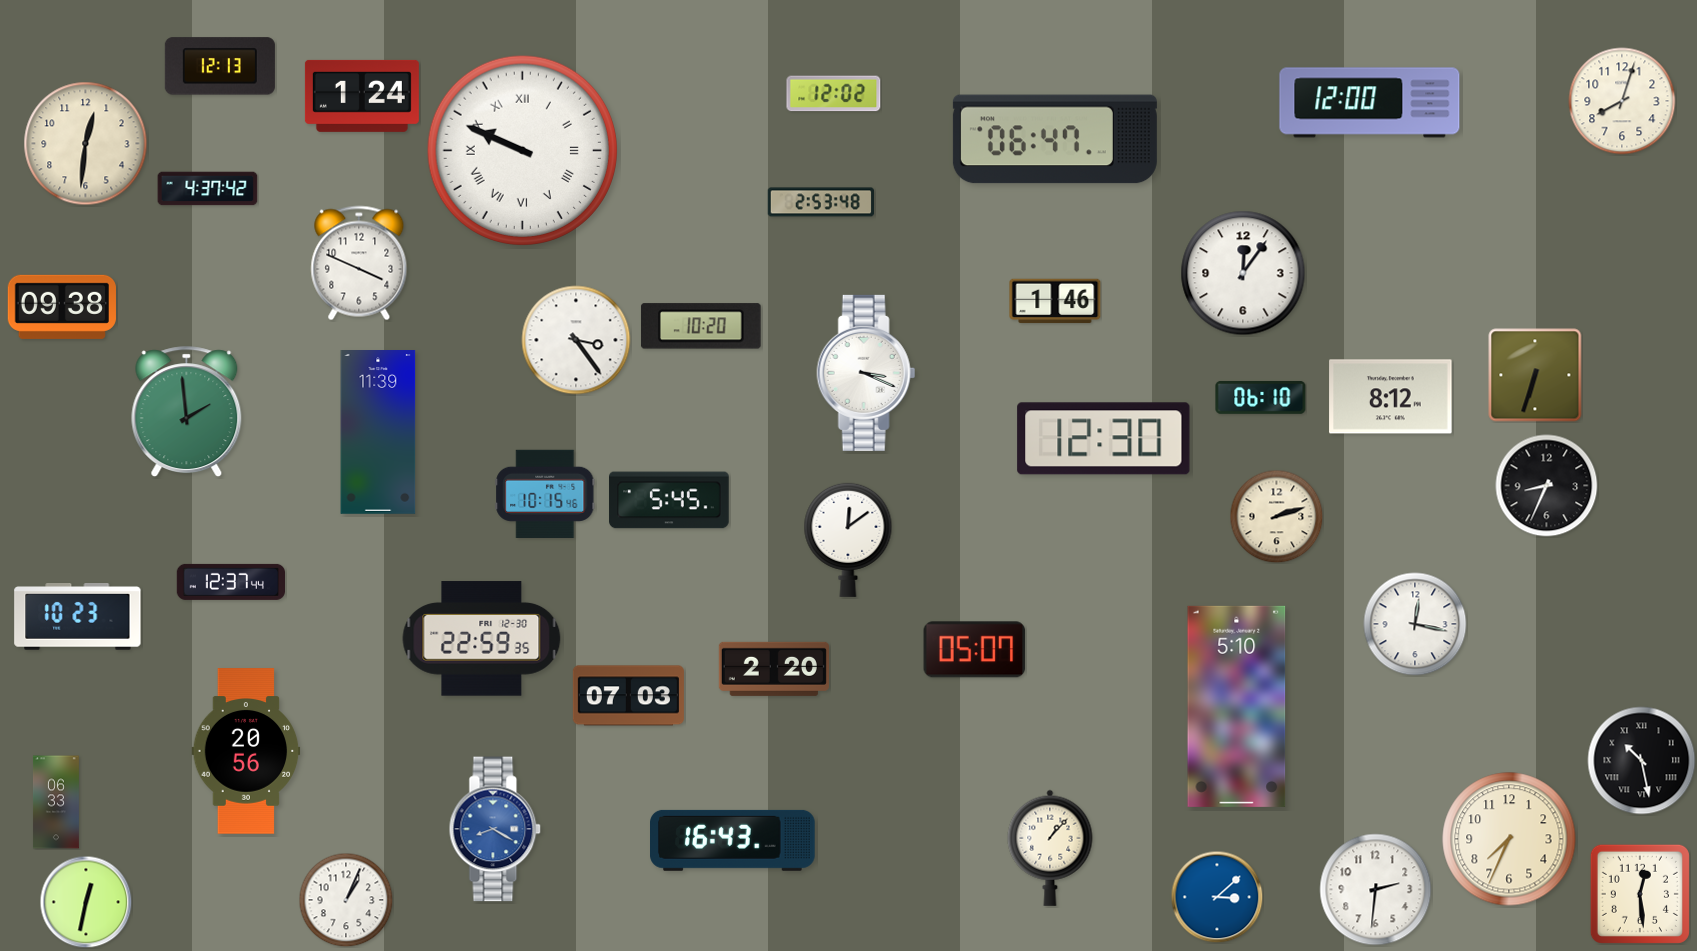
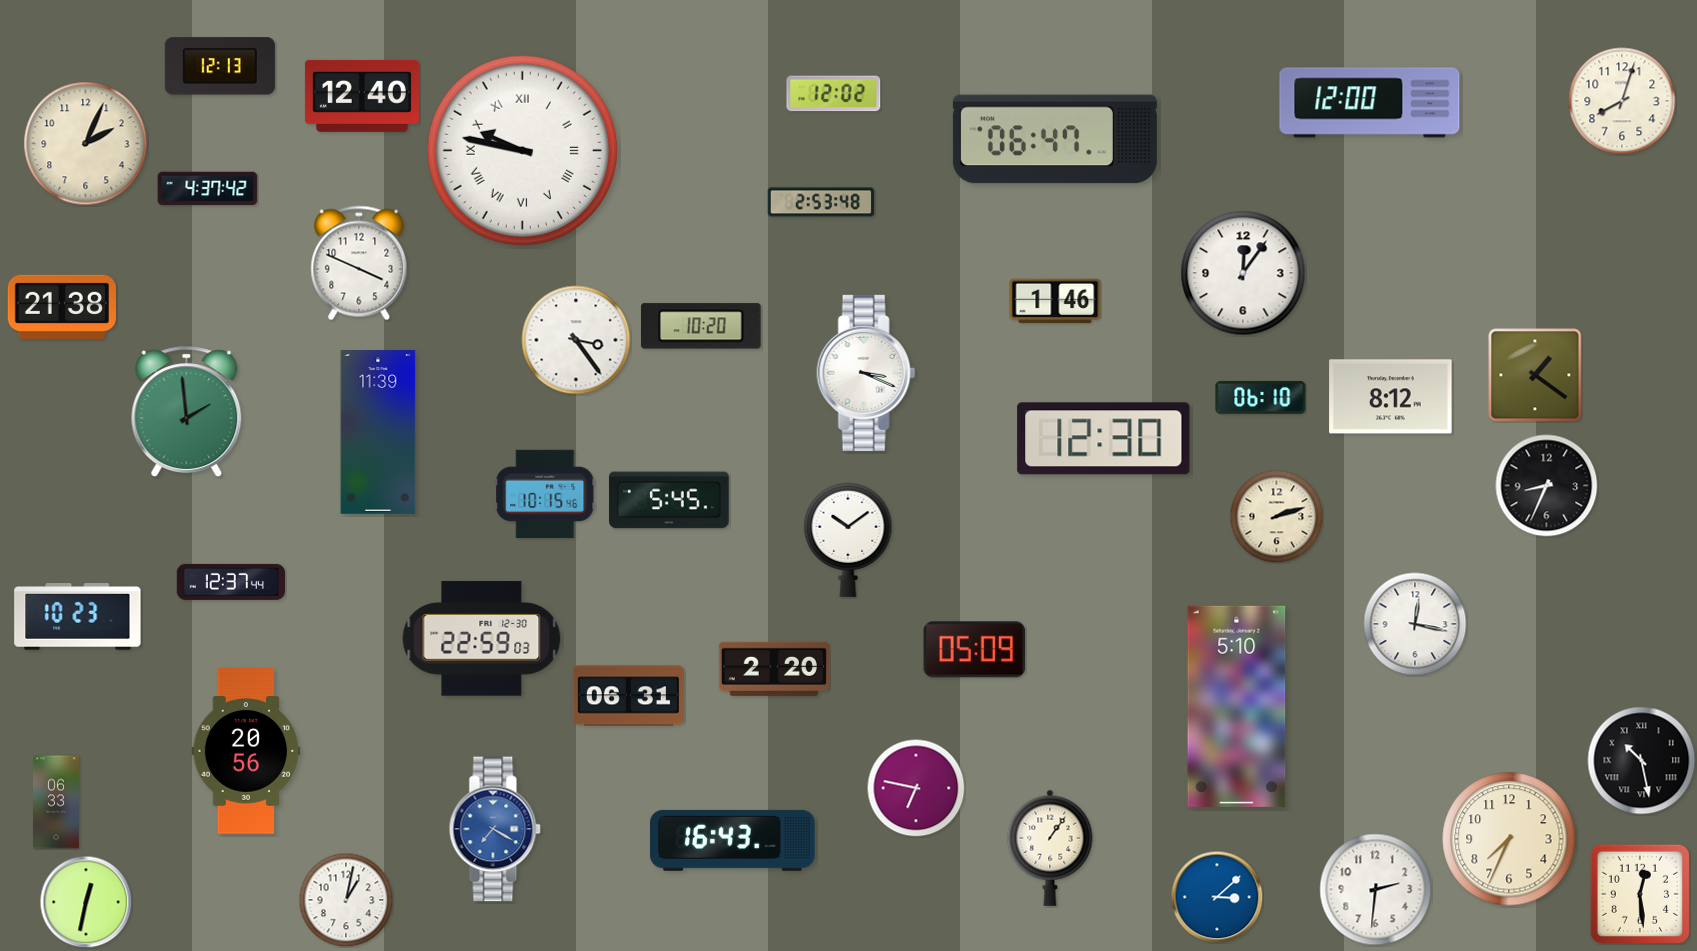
clock at (362, 96): 1:24 -> 12:40
clock at (86, 144): 12:31 -> 2:04
clock at (522, 150): 9:49 -> 9:47
clock at (62, 307): 09:38 -> 21:38
clock at (1535, 375): 6:33 -> 1:21
clock at (848, 540): 12:09 -> 10:09
clock at (482, 639): 22:59:35 -> 22:59:03
clock at (975, 650): 05:07 -> 05:09
clock at (628, 696): 07:03 -> 06:31
clock at (916, 788): none -> 6:47
clock at (495, 829): 8:20 -> 7:20
clock at (1050, 848): 1:07 -> 1:06
clock at (346, 900): 1:04 -> 1:02
